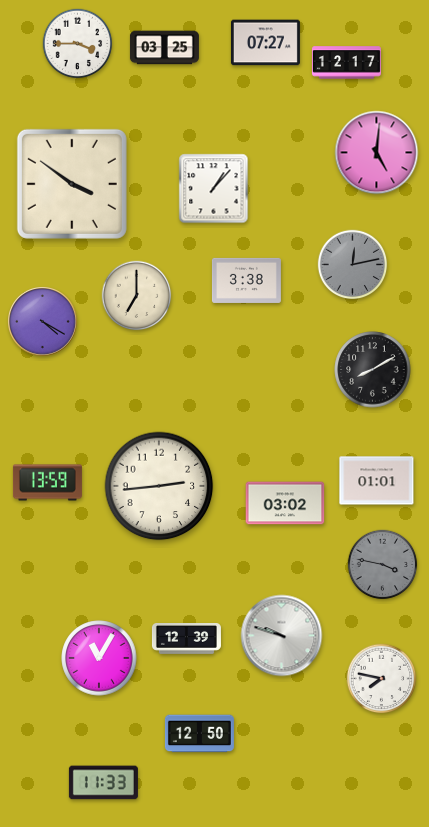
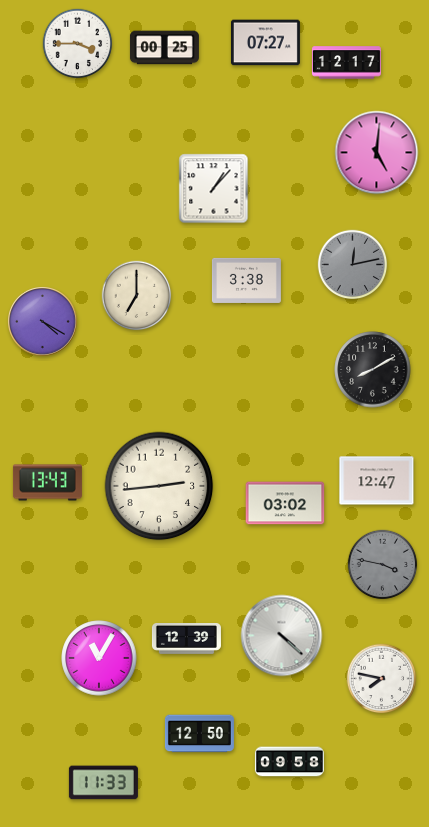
clock at (164, 48): 03:25 -> 00:25
clock at (72, 184): 3:51 -> none
clock at (377, 481): 01:01 -> 12:47
clock at (47, 483): 13:59 -> 13:43
clock at (282, 636): 9:48 -> 4:22
clock at (289, 762): none -> 09:58
